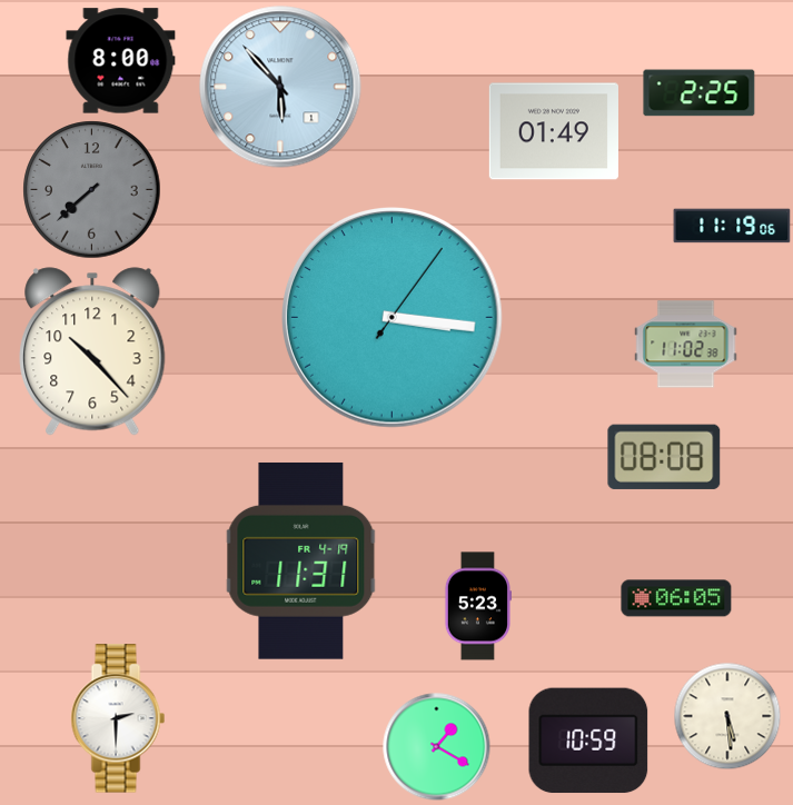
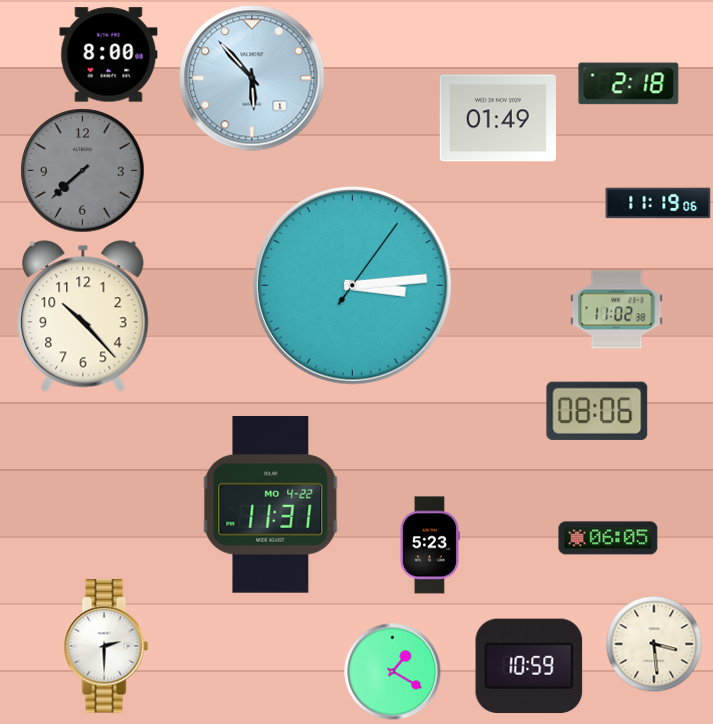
clock at (700, 93): 2:25 -> 2:18
clock at (393, 318): 3:16 -> 3:14
clock at (664, 457): 08:08 -> 08:06
clock at (301, 560) date: FR 4-19 -> MO 4-22
clock at (727, 716): 5:29 -> 3:29
